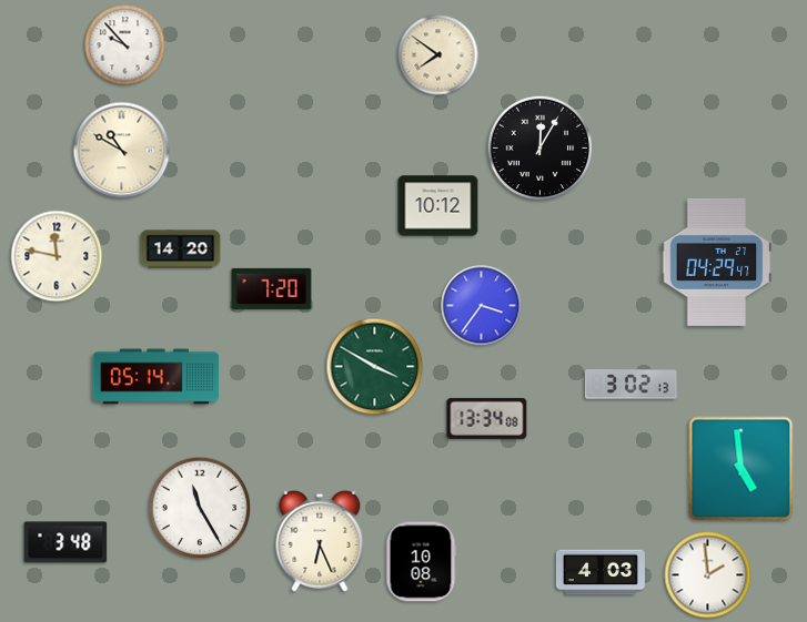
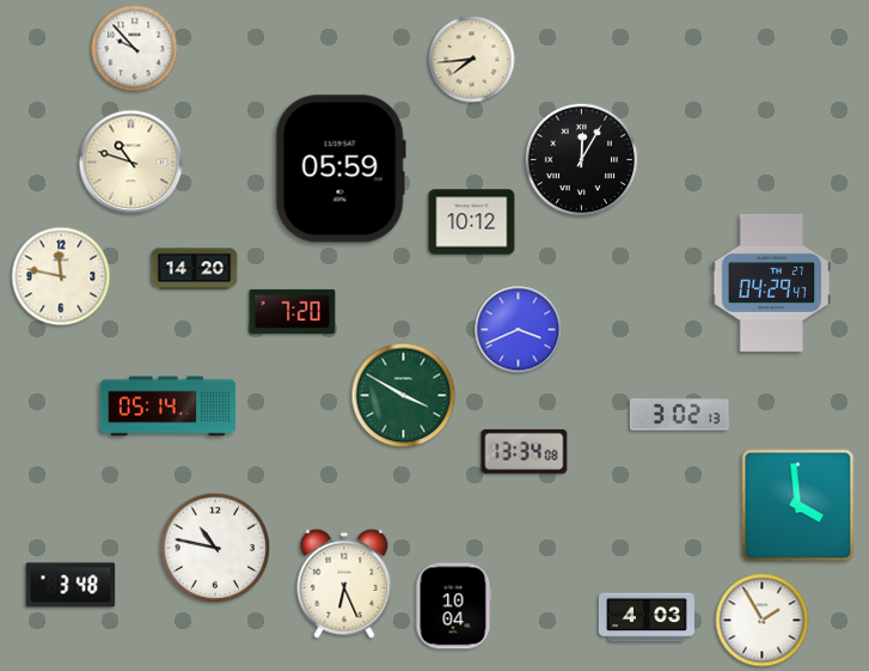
clock at (438, 55): 7:51 -> 7:44
clock at (122, 151): 10:50 -> 10:48
clock at (341, 169): none -> 05:59
clock at (482, 306): 3:36 -> 3:41
clock at (742, 469): 4:59 -> 3:59
clock at (200, 508): 11:25 -> 10:47
clock at (422, 562): 10:08 -> 10:04
clock at (708, 575): 1:59 -> 1:55
